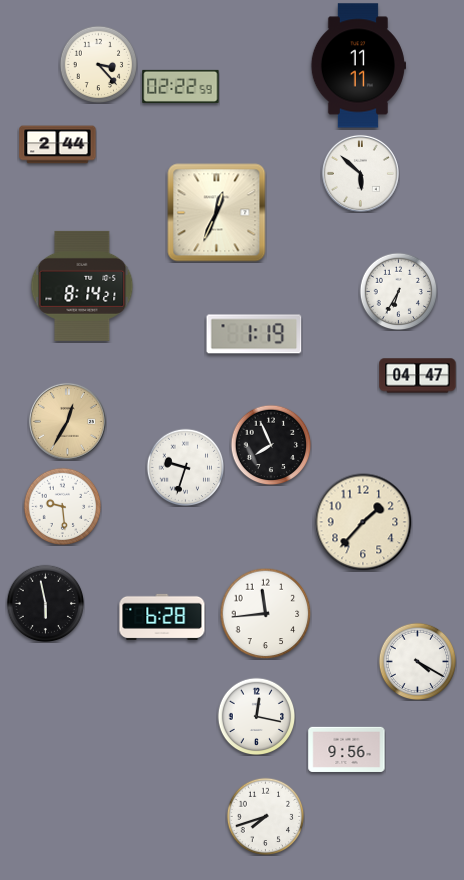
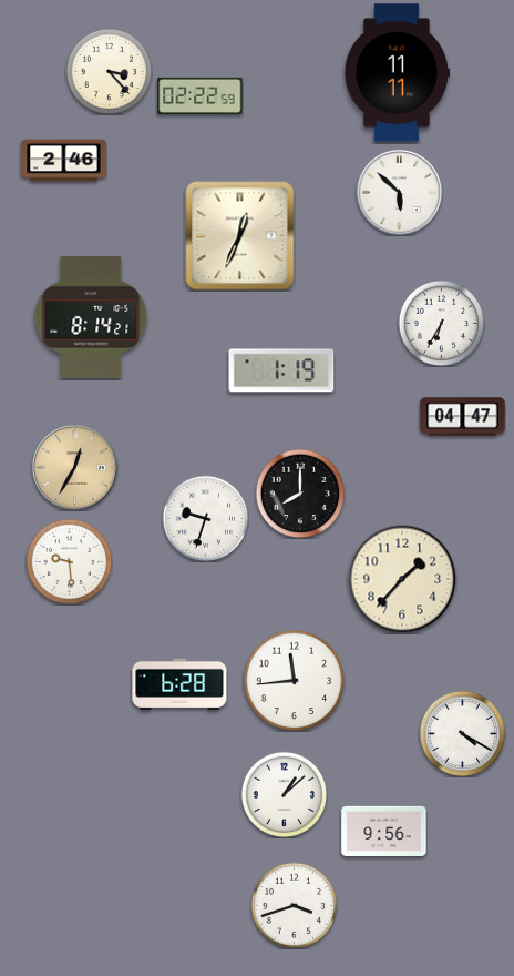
clock at (58, 145): 2:44 -> 2:46
clock at (271, 445): 7:56 -> 8:00
clock at (45, 603): 5:58 -> none
clock at (256, 716): 12:17 -> 1:08
clock at (265, 816): 7:42 -> 3:42
